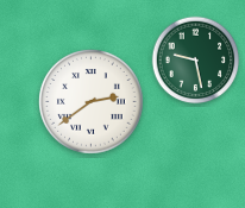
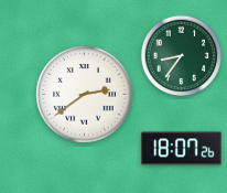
clock at (196, 61): 9:28 -> 8:36
clock at (182, 149): none -> 18:07
